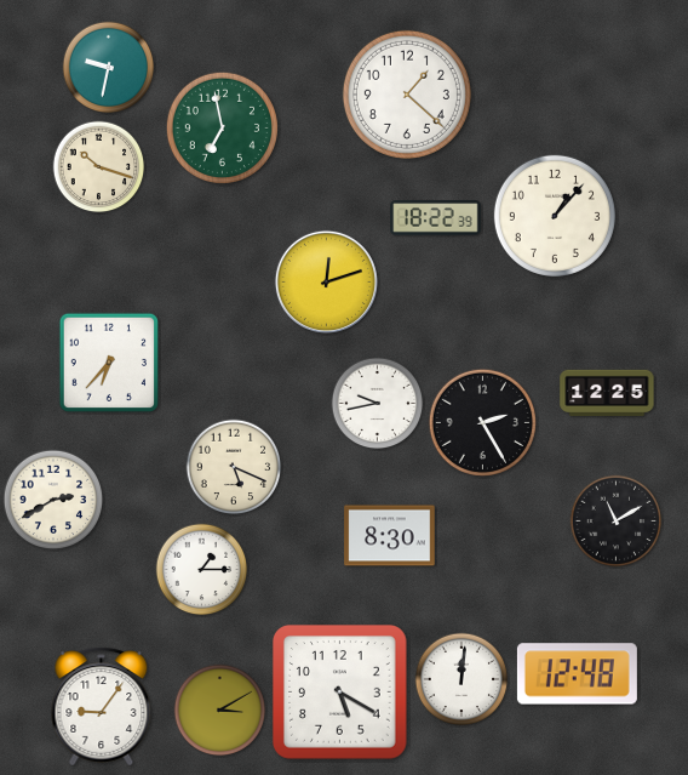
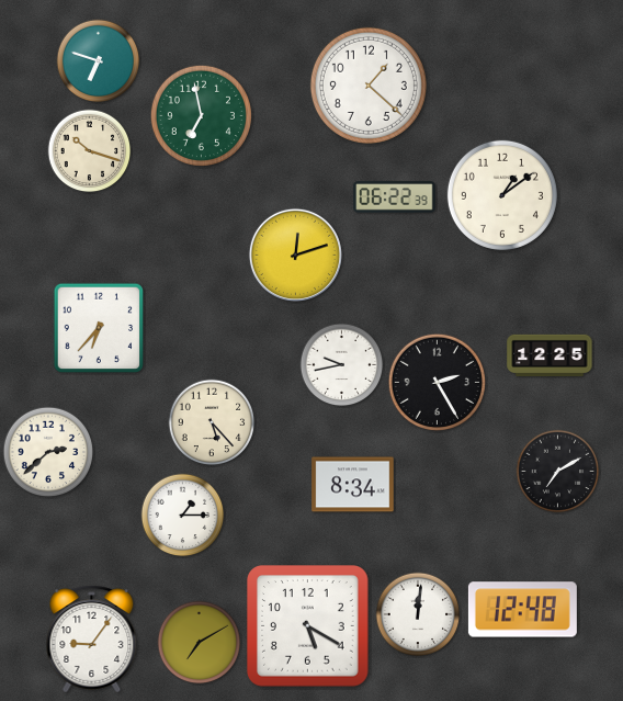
clock at (109, 68): 9:32 -> 6:48
clock at (555, 216): 1:07 -> 1:09
clock at (436, 218): 18:22 -> 06:22
clock at (234, 467): 5:19 -> 5:23
clock at (53, 500): 2:40 -> 2:38
clock at (617, 522): 11:10 -> 7:10
clock at (390, 536): 8:30 -> 8:34
clock at (220, 711): 3:10 -> 7:10
